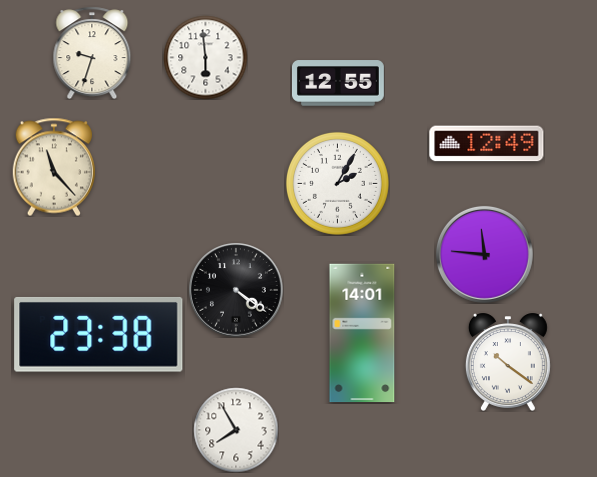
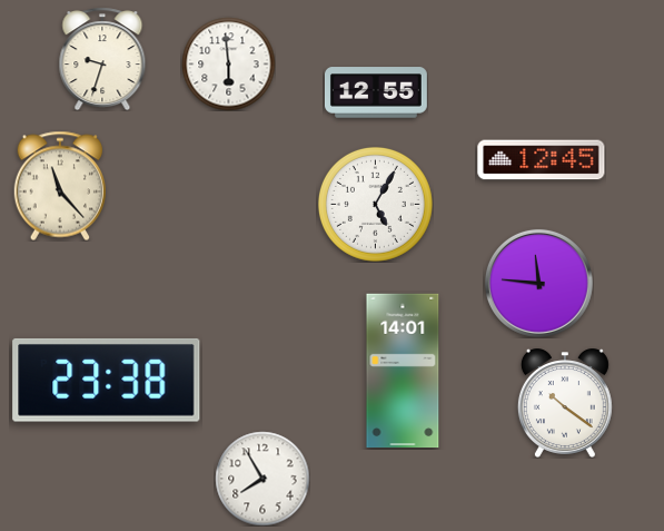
clock at (487, 144): 12:49 -> 12:45
clock at (337, 183): 2:05 -> 5:05
clock at (236, 290): 4:21 -> none
clock at (99, 334) position: (99, 334) -> (107, 380)
